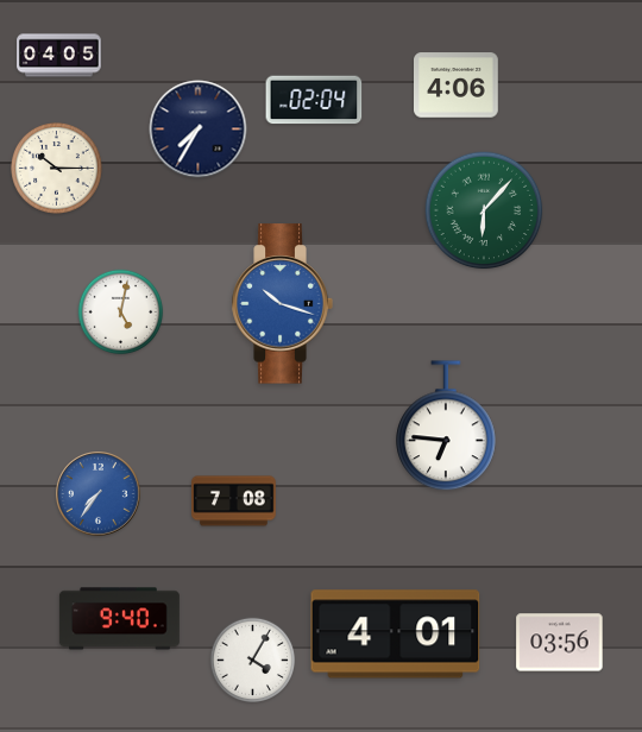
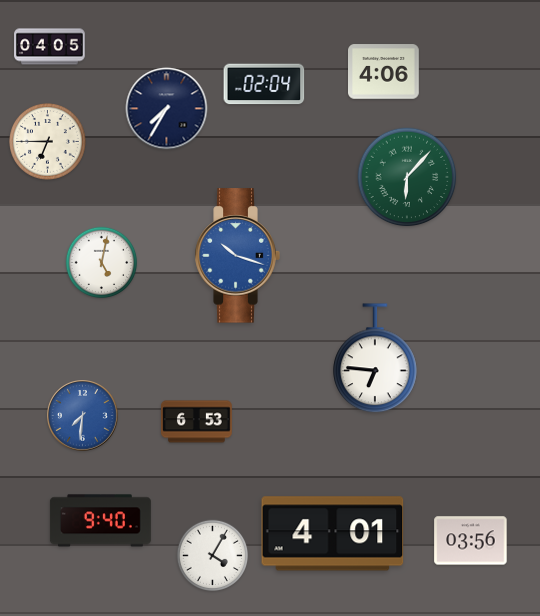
clock at (57, 169): 10:15 -> 6:45
clock at (99, 494): 7:36 -> 7:31
clock at (234, 501): 7:08 -> 6:53
